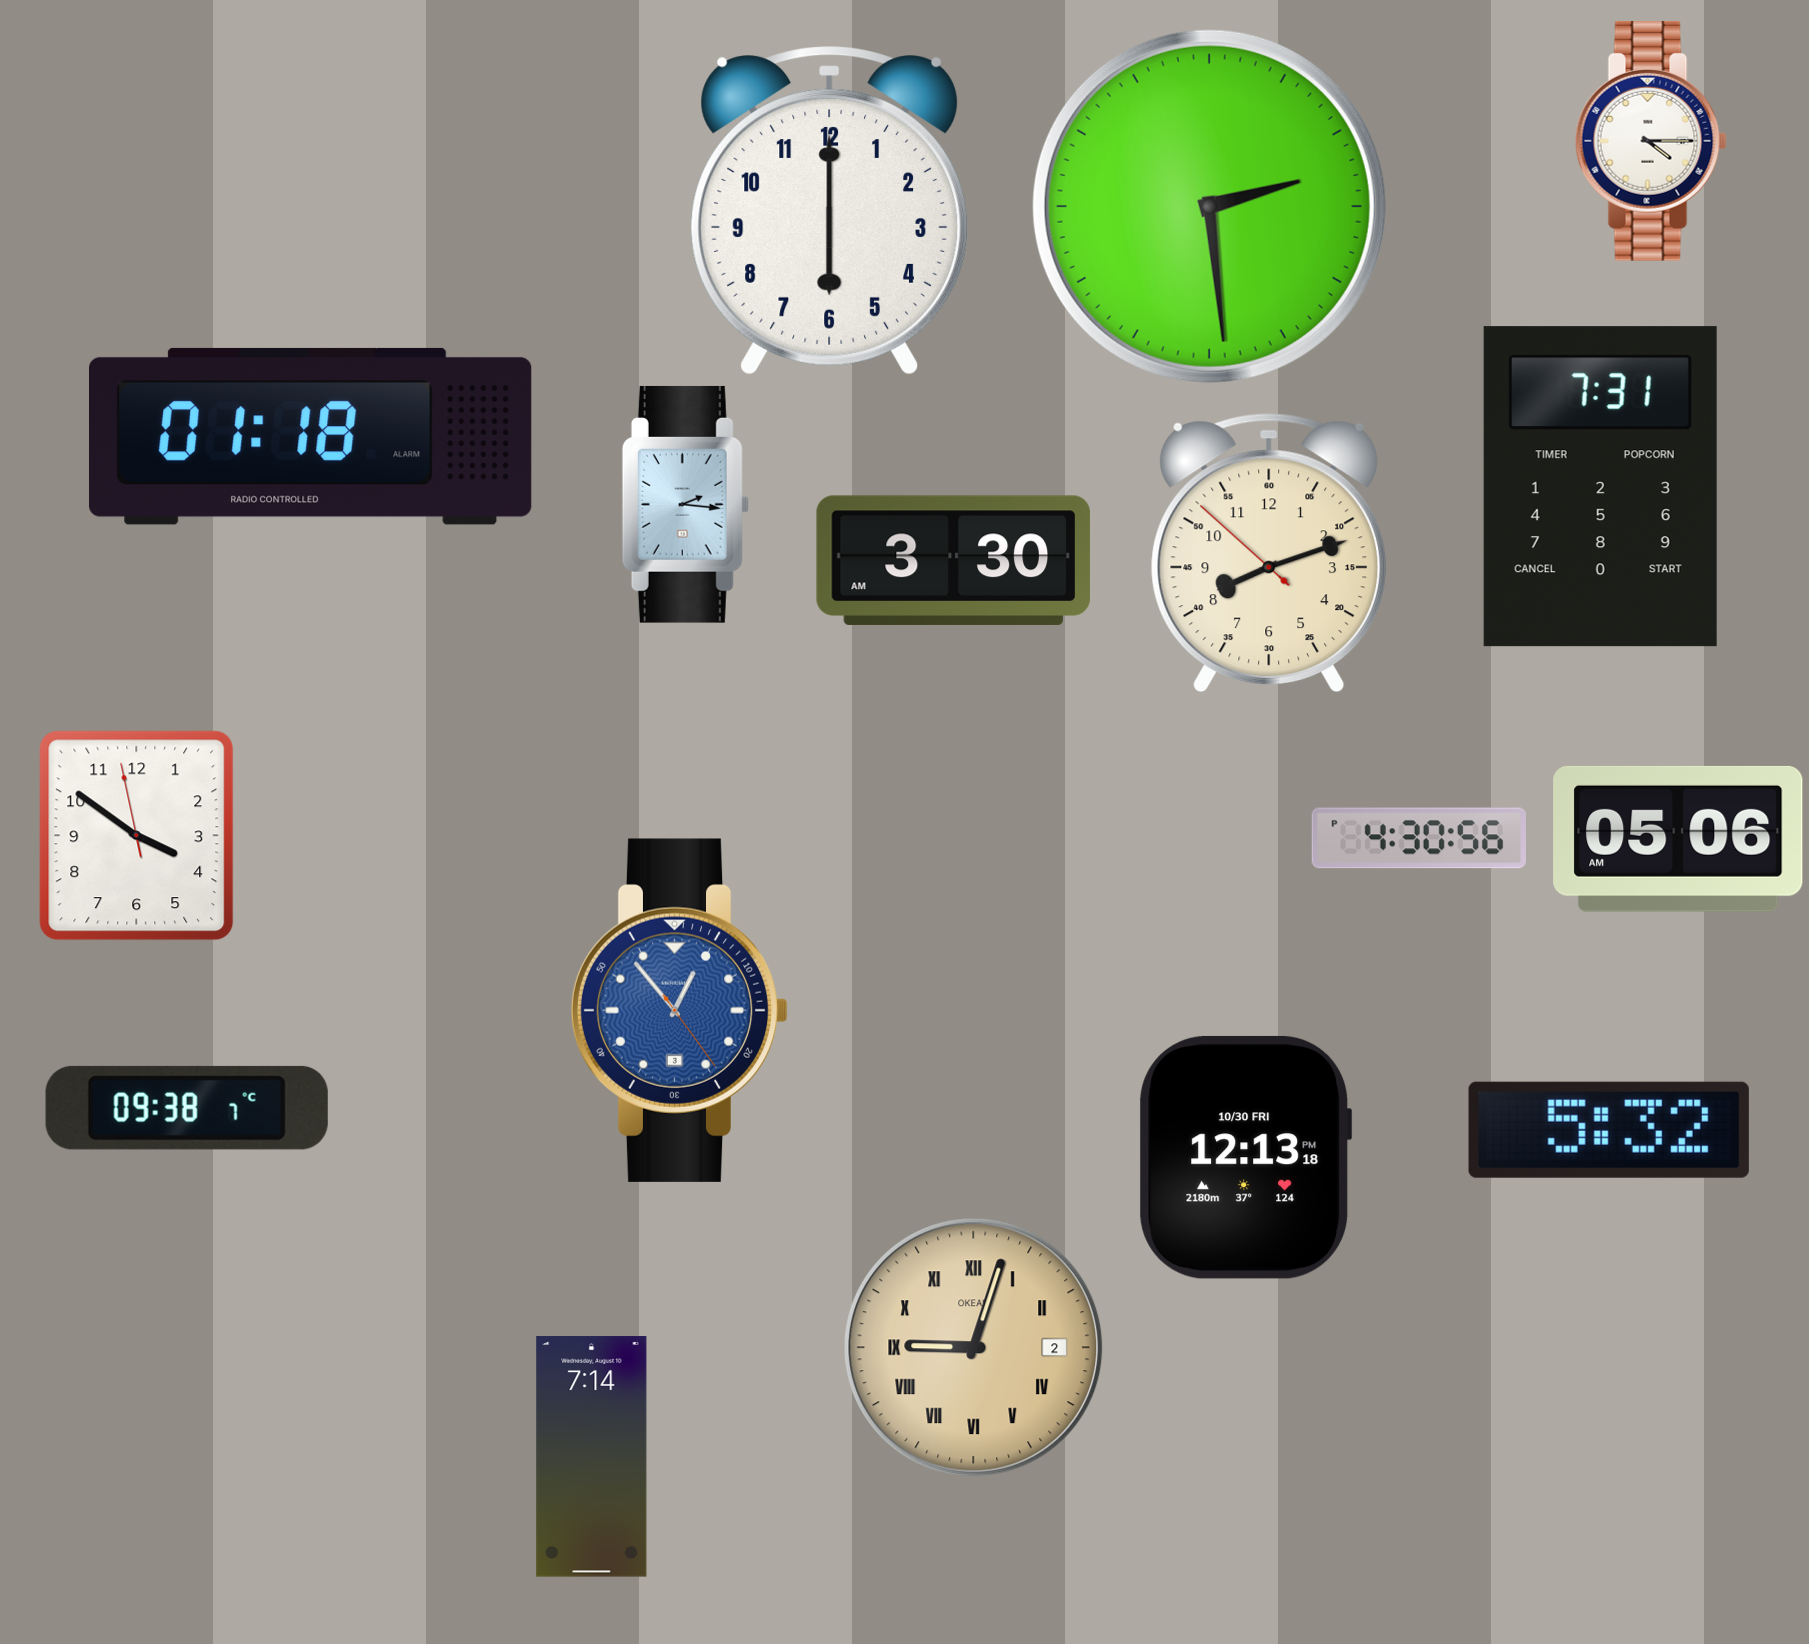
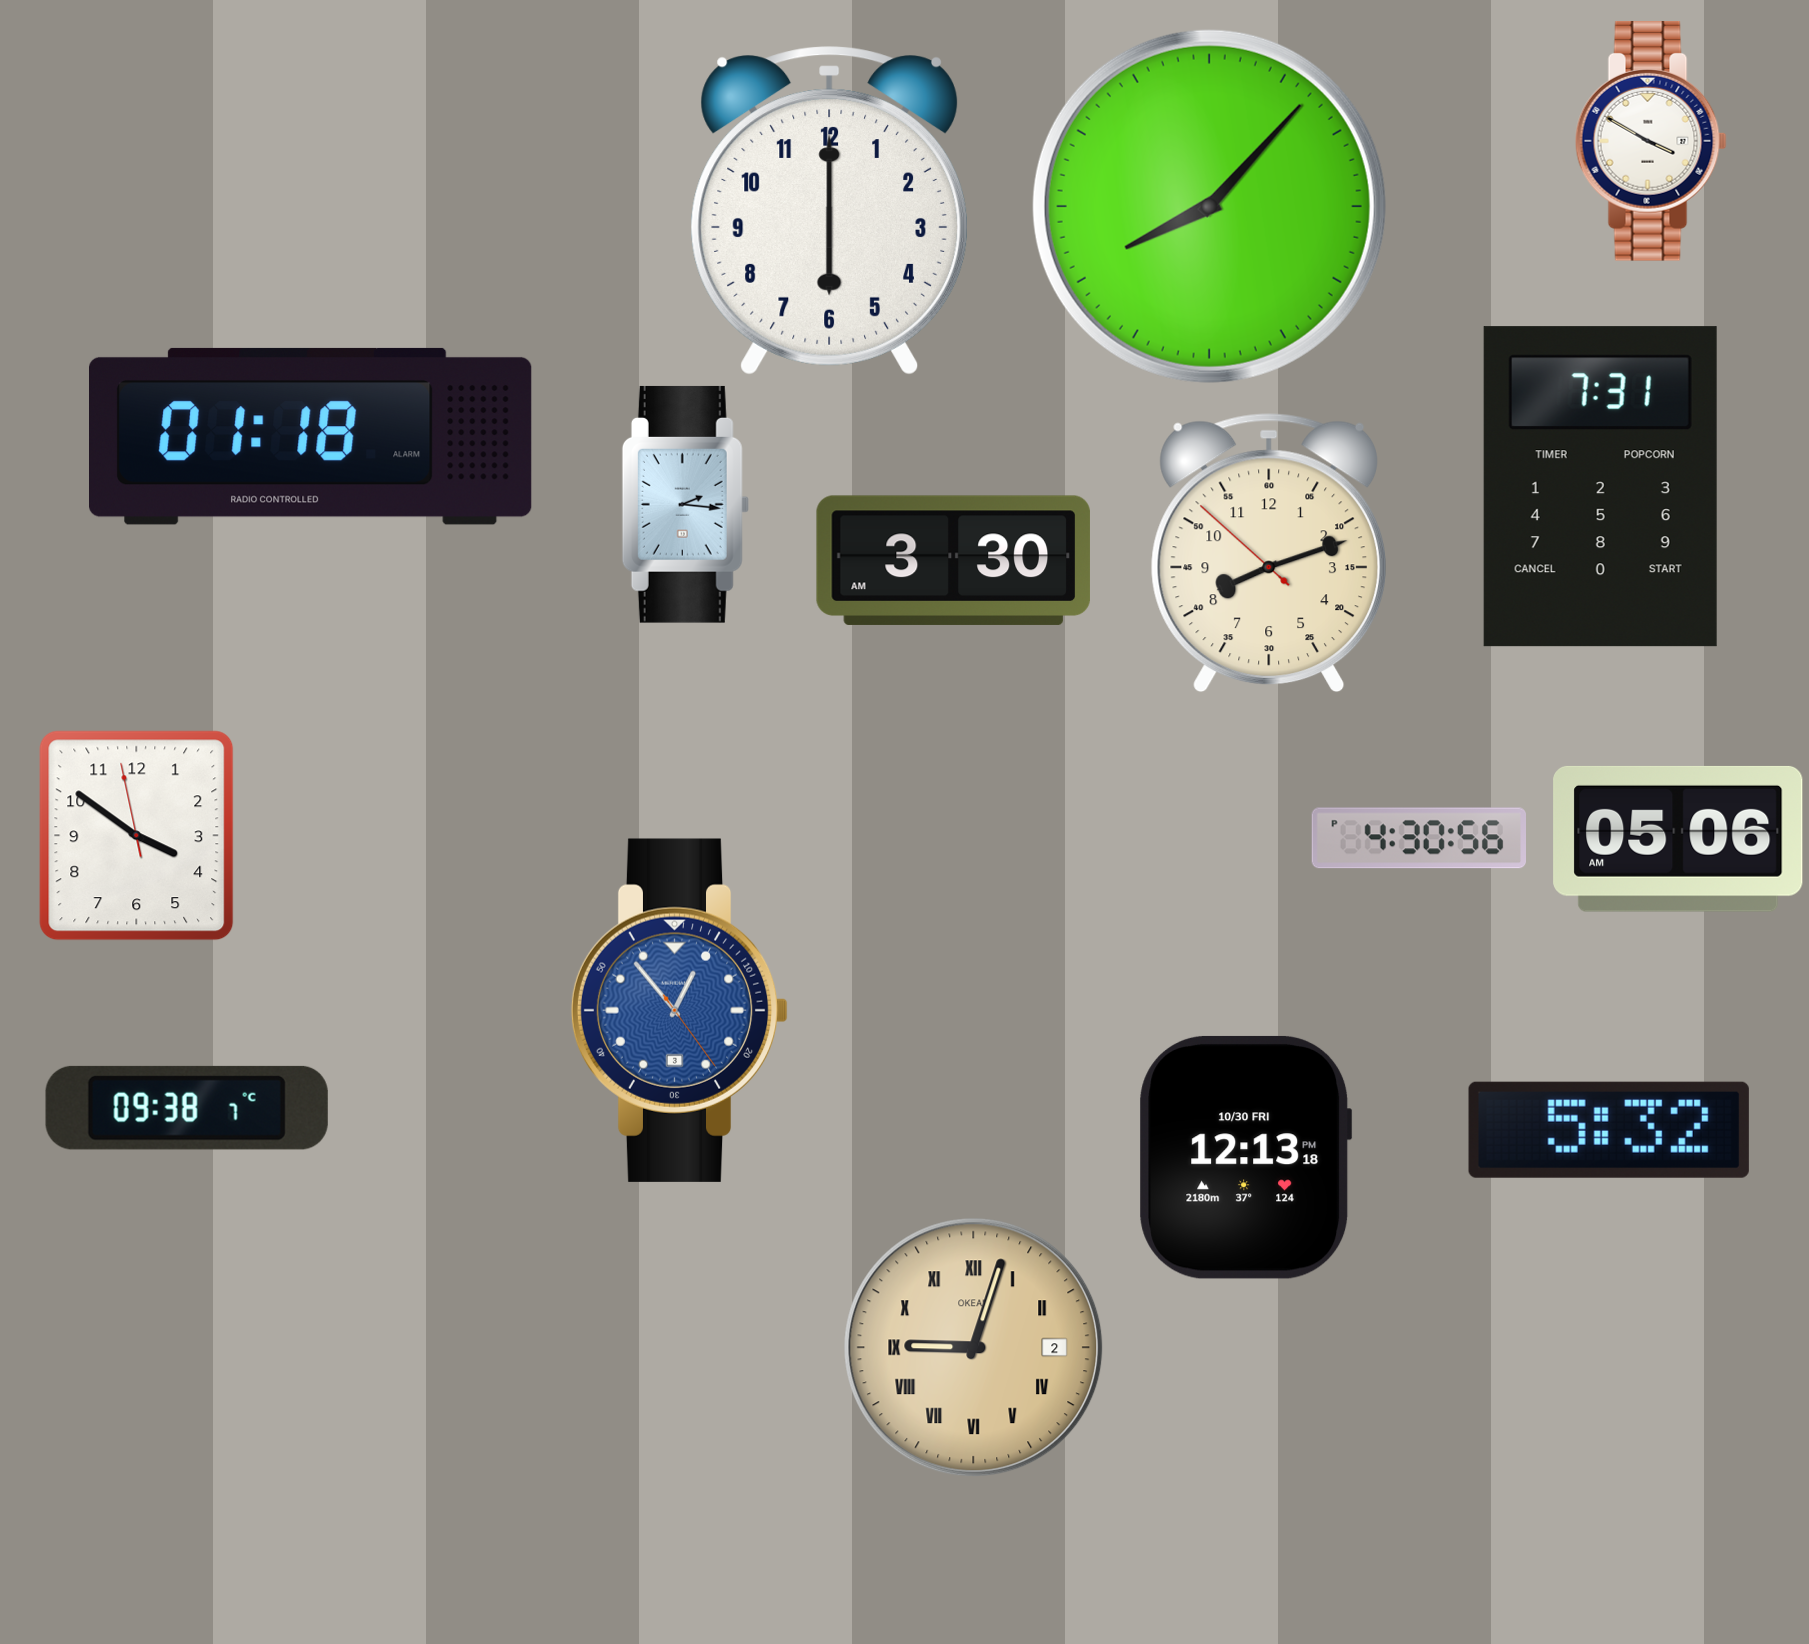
clock at (1651, 141): 4:15 -> 3:50
clock at (1209, 206): 2:29 -> 8:07
clock at (592, 1457): 7:14 -> none
